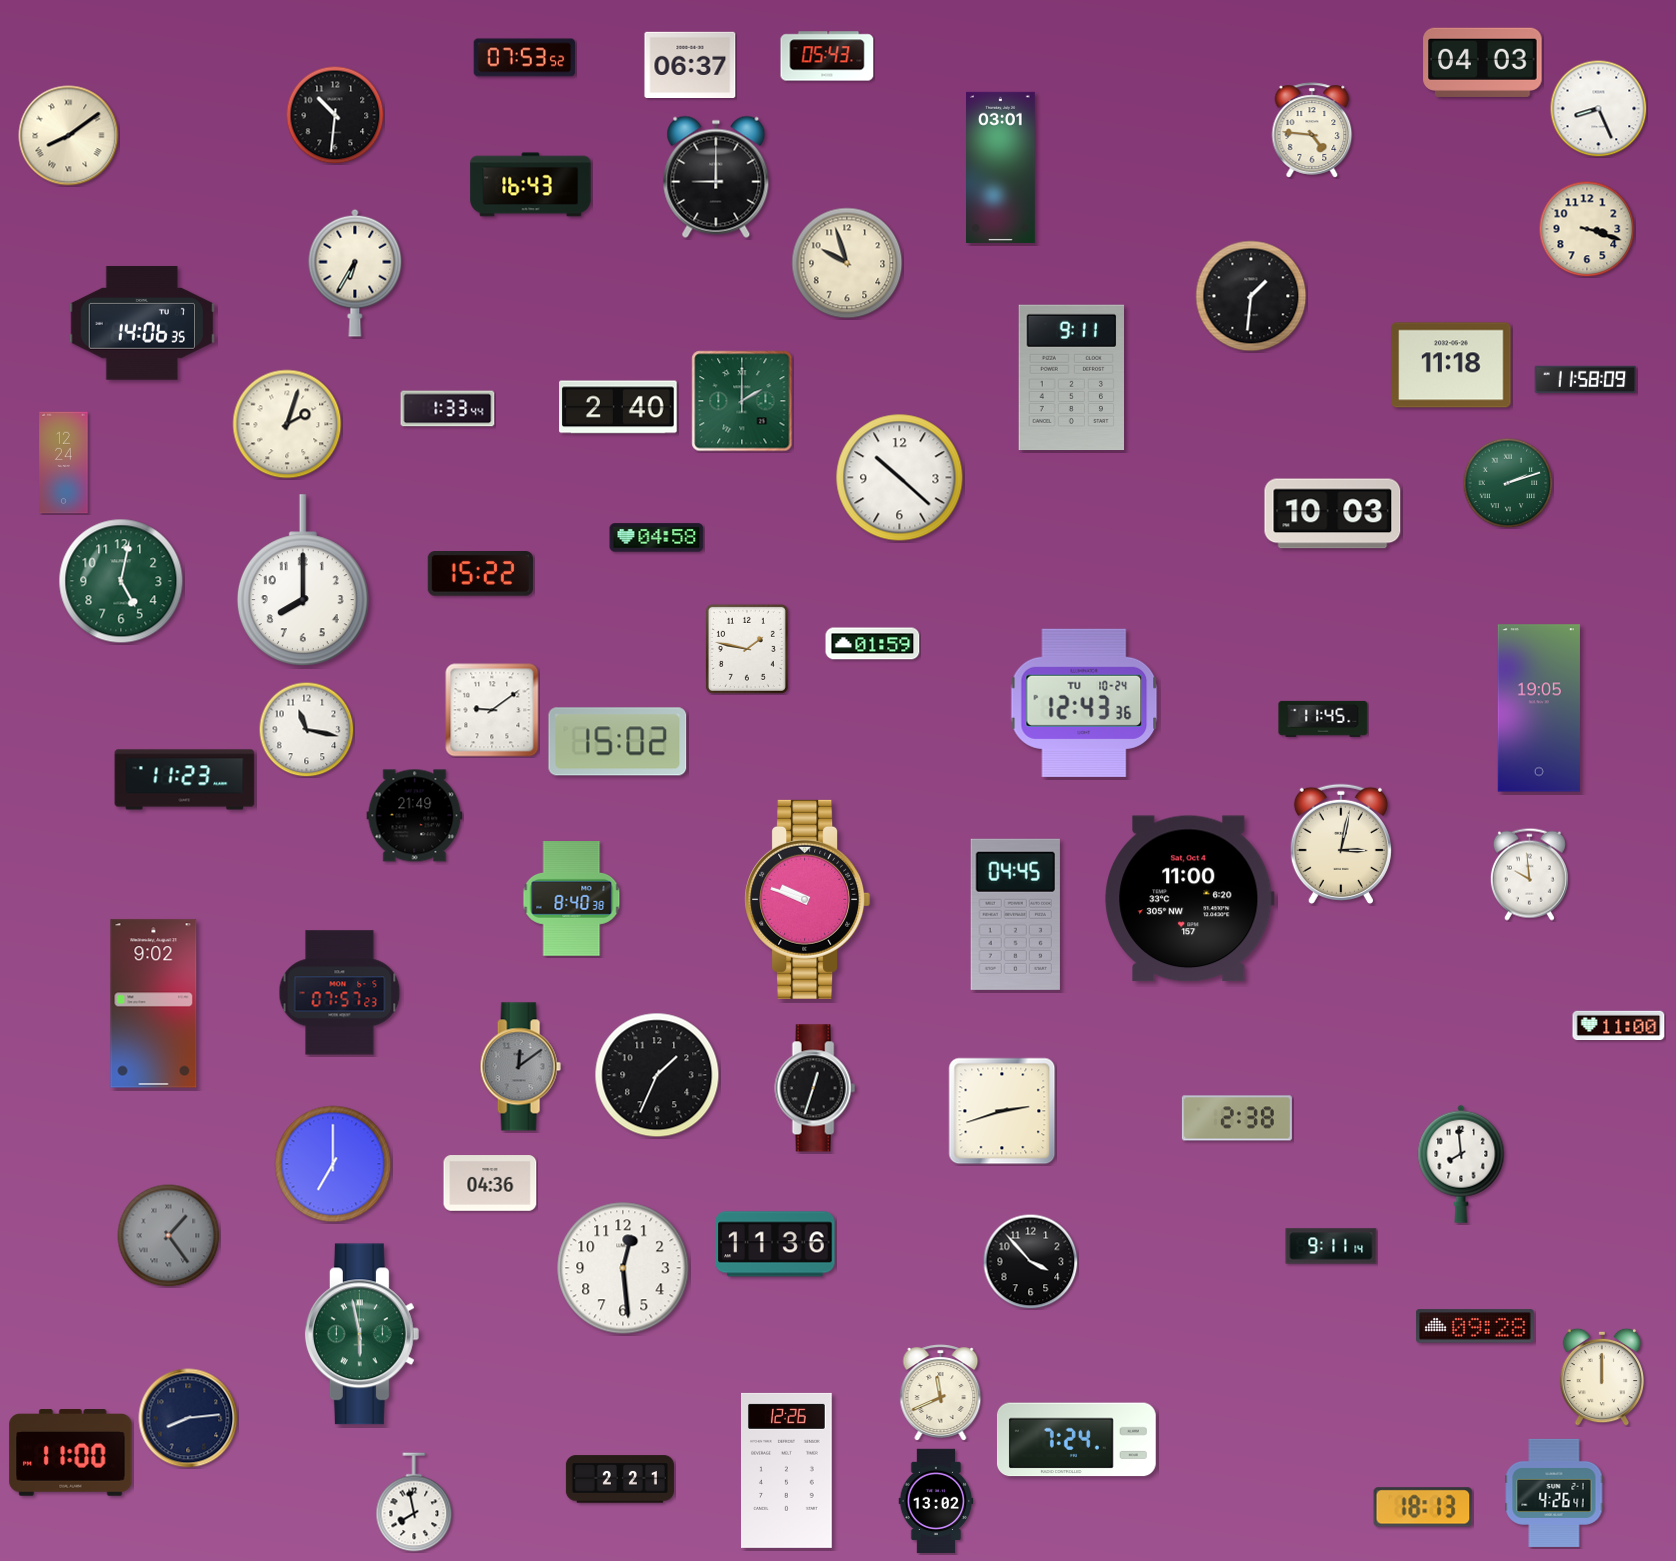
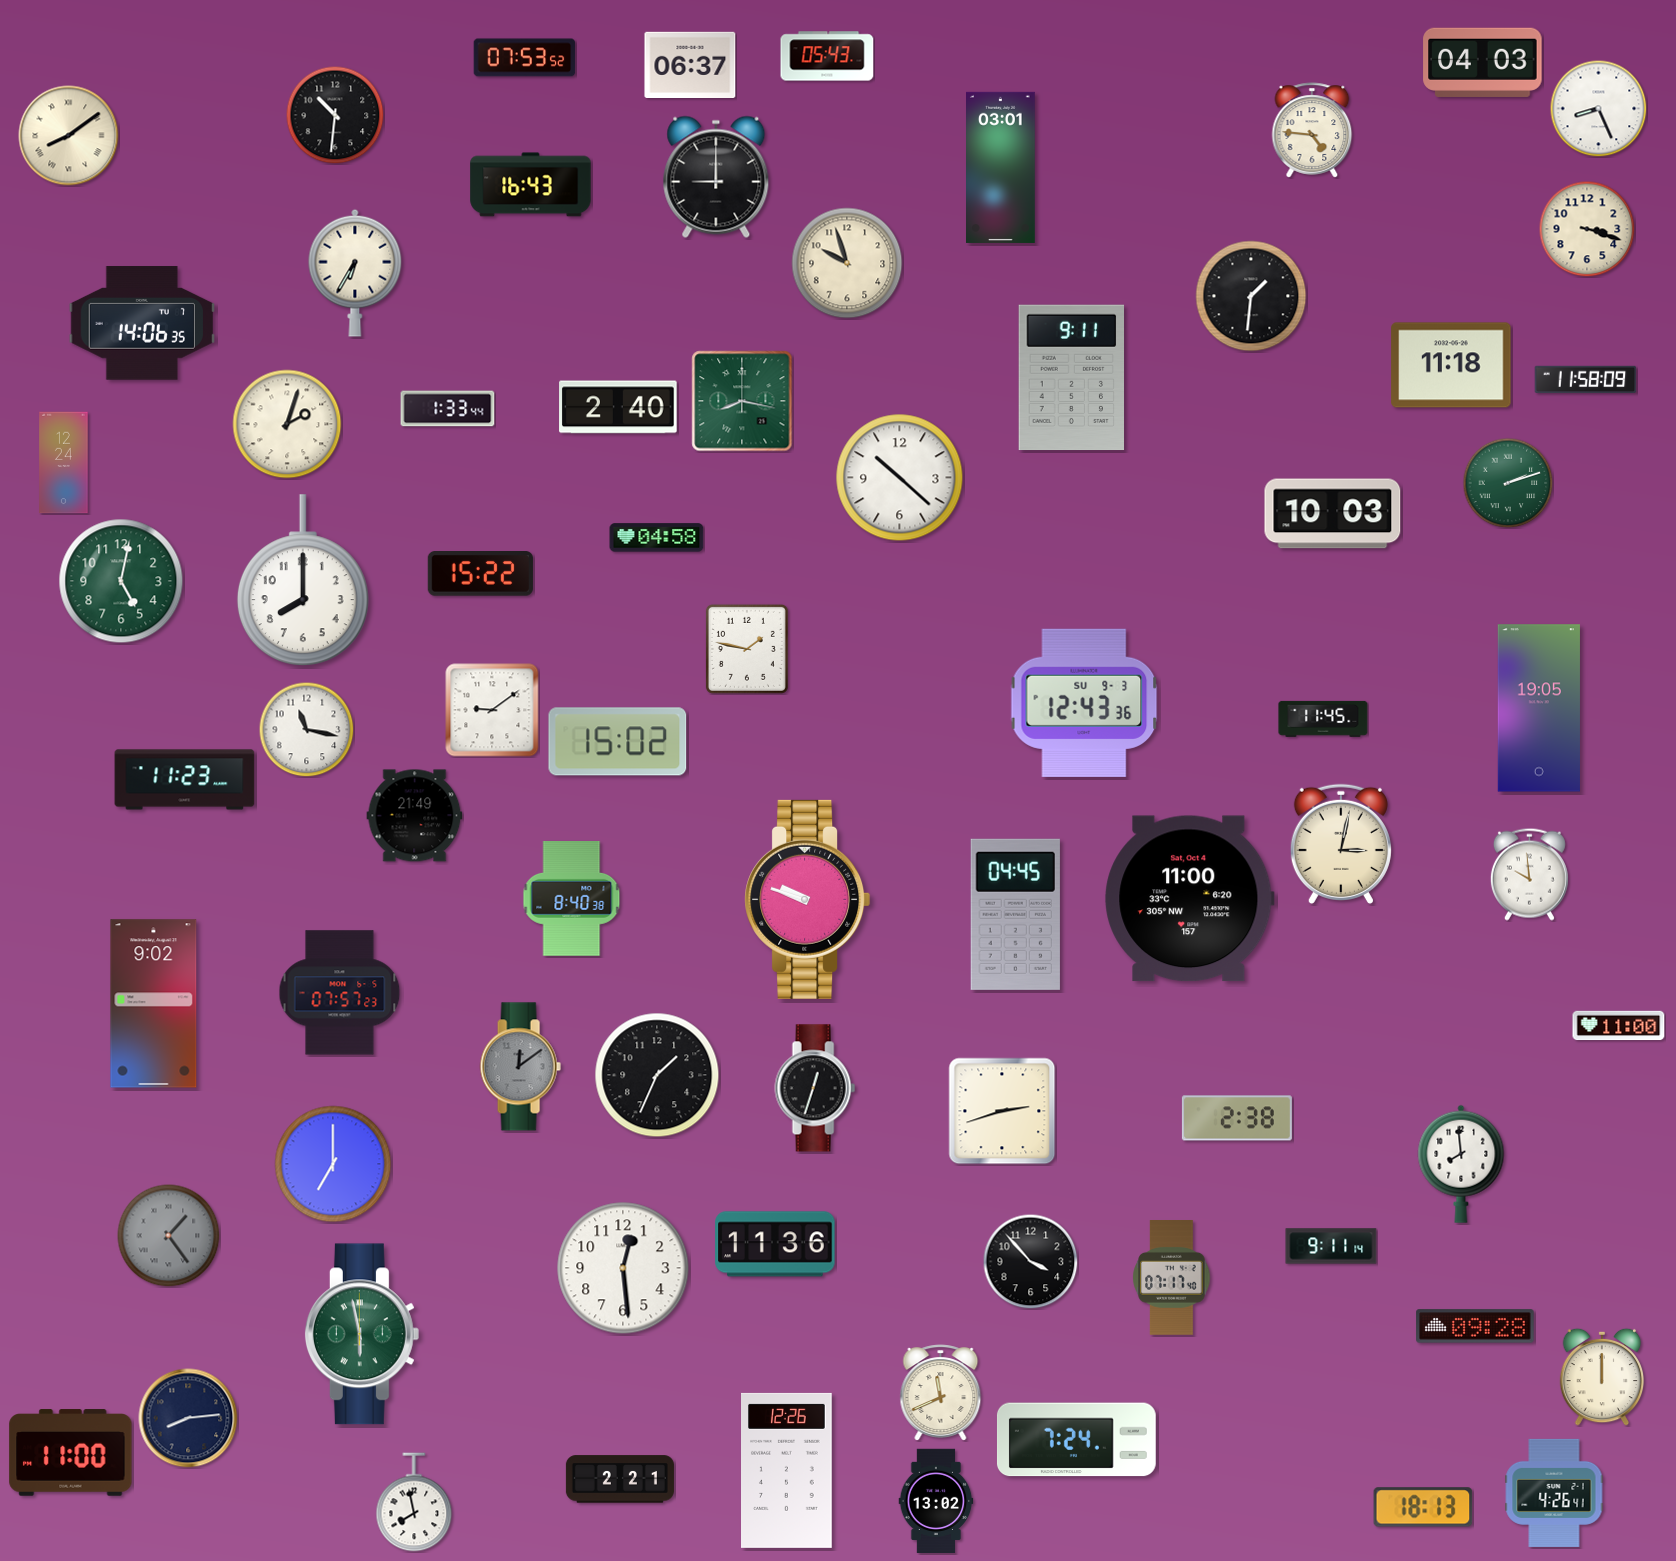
clock at (742, 401): 2:00 -> 8:17
clock at (873, 644): 01:59 -> none
clock at (1084, 703) date: TU 10-24 -> SU 9-3
clock at (490, 1183): 04:36 -> none
clock at (1172, 1278): none -> 07:17
